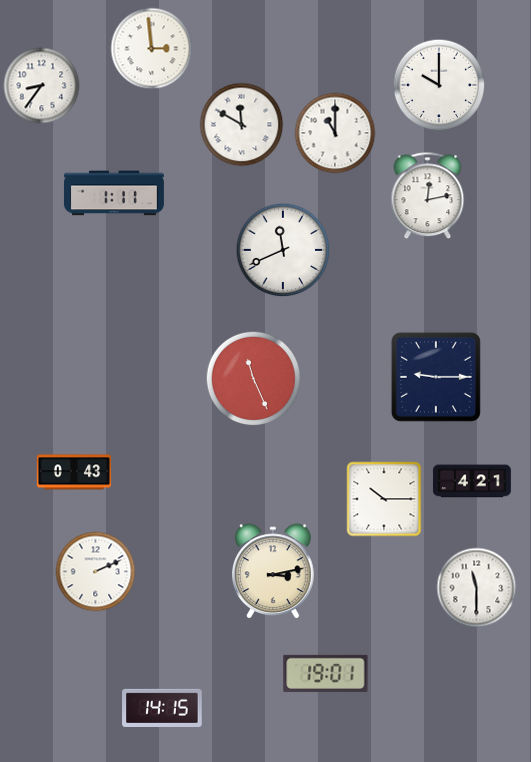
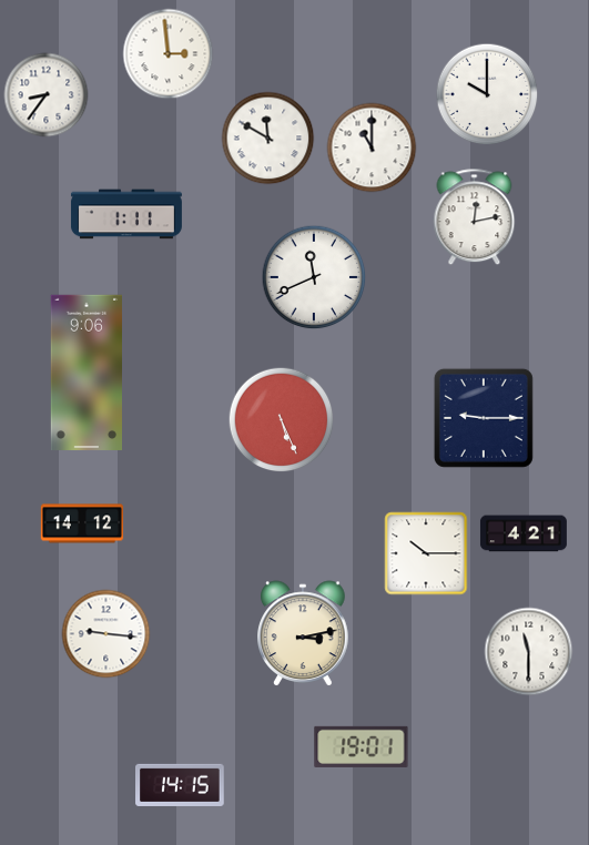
clock at (85, 371): none -> 9:06
clock at (254, 379): 11:26 -> 5:26
clock at (74, 472): 0:43 -> 14:12
clock at (96, 572): 2:11 -> 9:16
